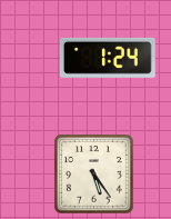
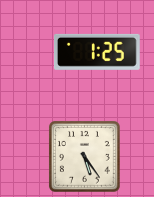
clock at (109, 58): 1:24 -> 1:25
